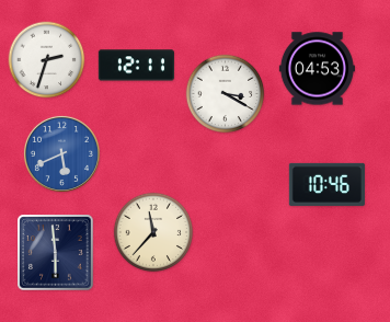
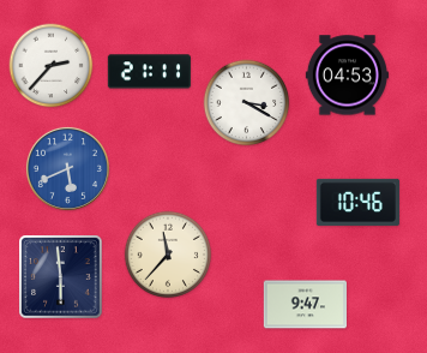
clock at (47, 60): 2:33 -> 2:37
clock at (136, 66): 12:11 -> 21:11
clock at (305, 305): none -> 9:47
